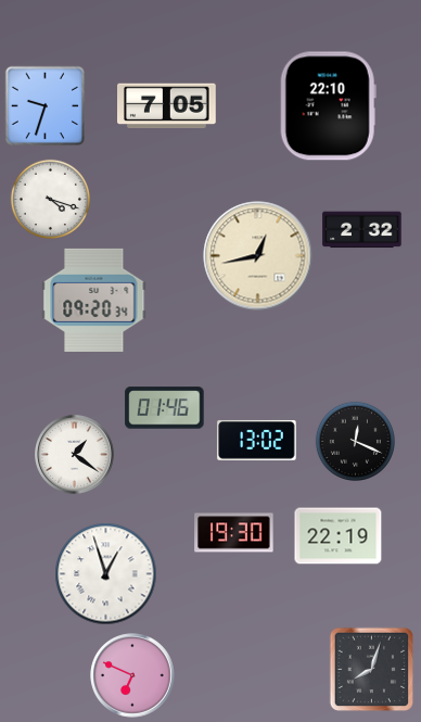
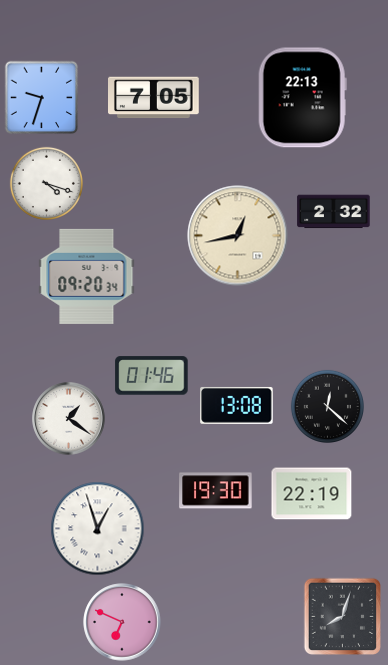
clock at (328, 106): 22:10 -> 22:13
clock at (257, 441): 13:02 -> 13:08
clock at (355, 441): 12:19 -> 12:22
